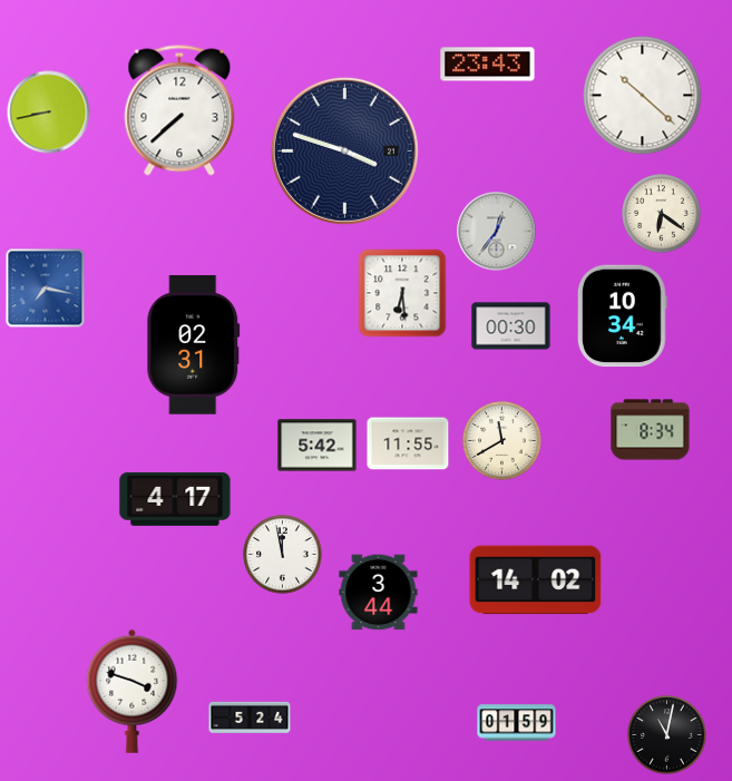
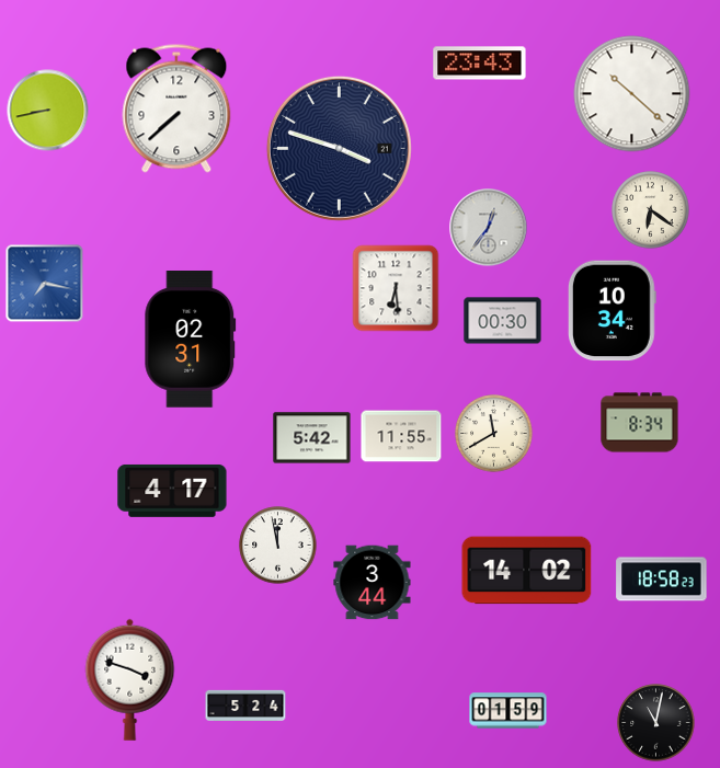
clock at (662, 580): none -> 18:58
